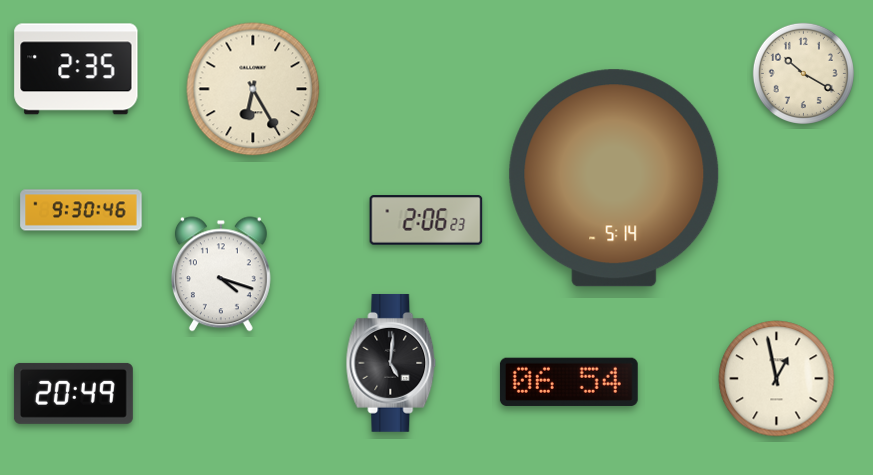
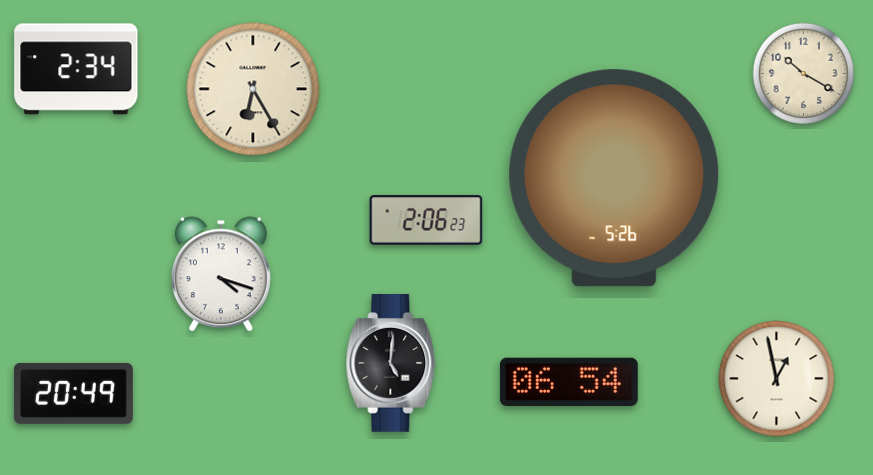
clock at (76, 69): 2:35 -> 2:34
clock at (614, 178): 5:14 -> 5:26
clock at (81, 210): 9:30 -> none
